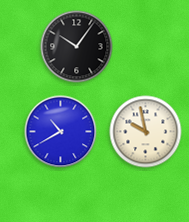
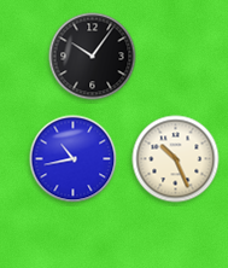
clock at (61, 132): 10:40 -> 10:43
clock at (146, 132): 9:58 -> 10:26
